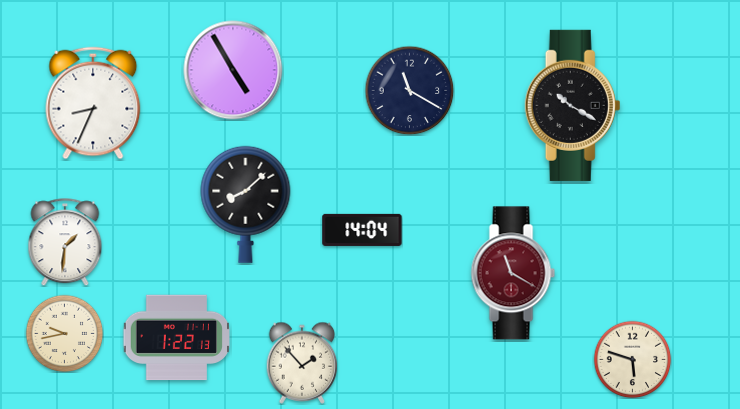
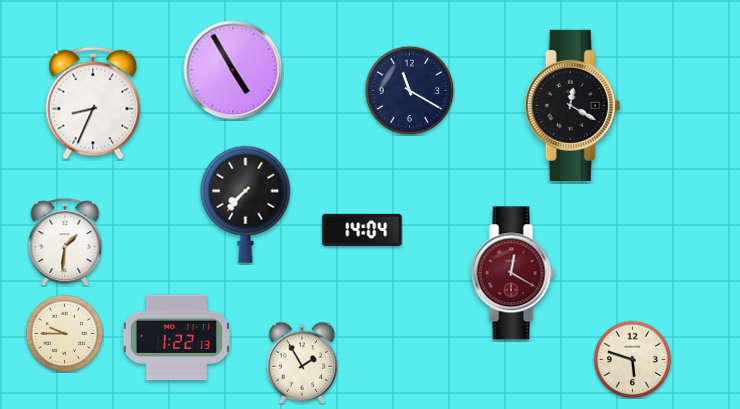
clock at (573, 105): 10:20 -> 12:20
clock at (246, 204): 8:08 -> 7:37
clock at (513, 273): 11:20 -> 12:20
clock at (64, 333): 9:43 -> 9:45
clock at (302, 363): 1:53 -> 1:55
